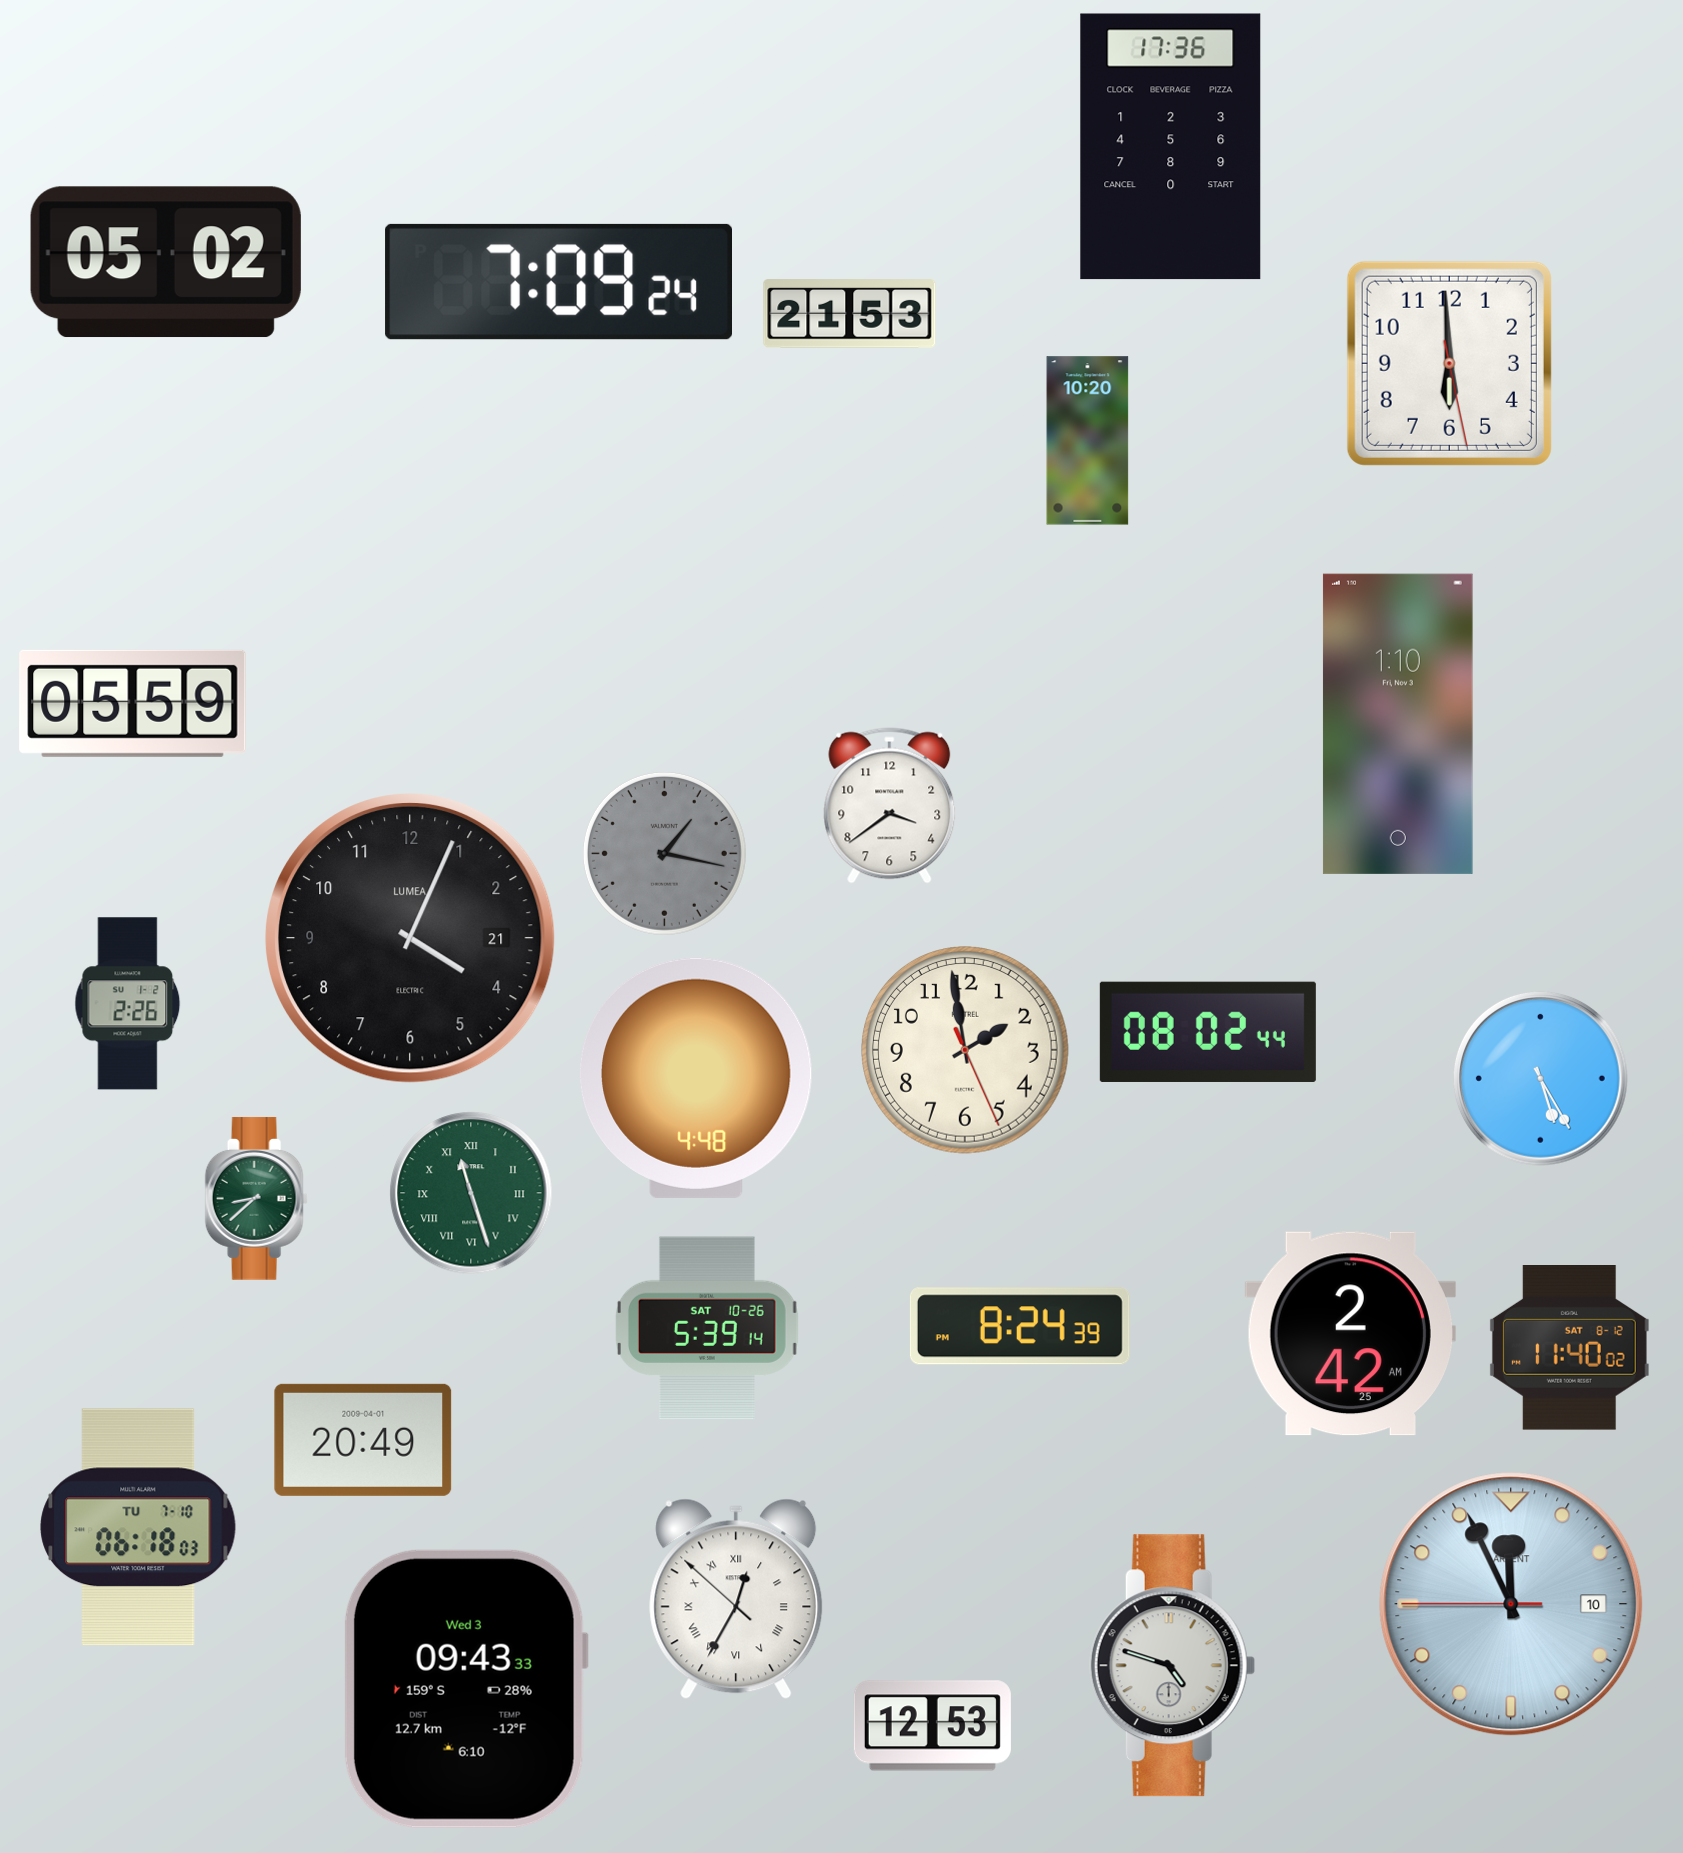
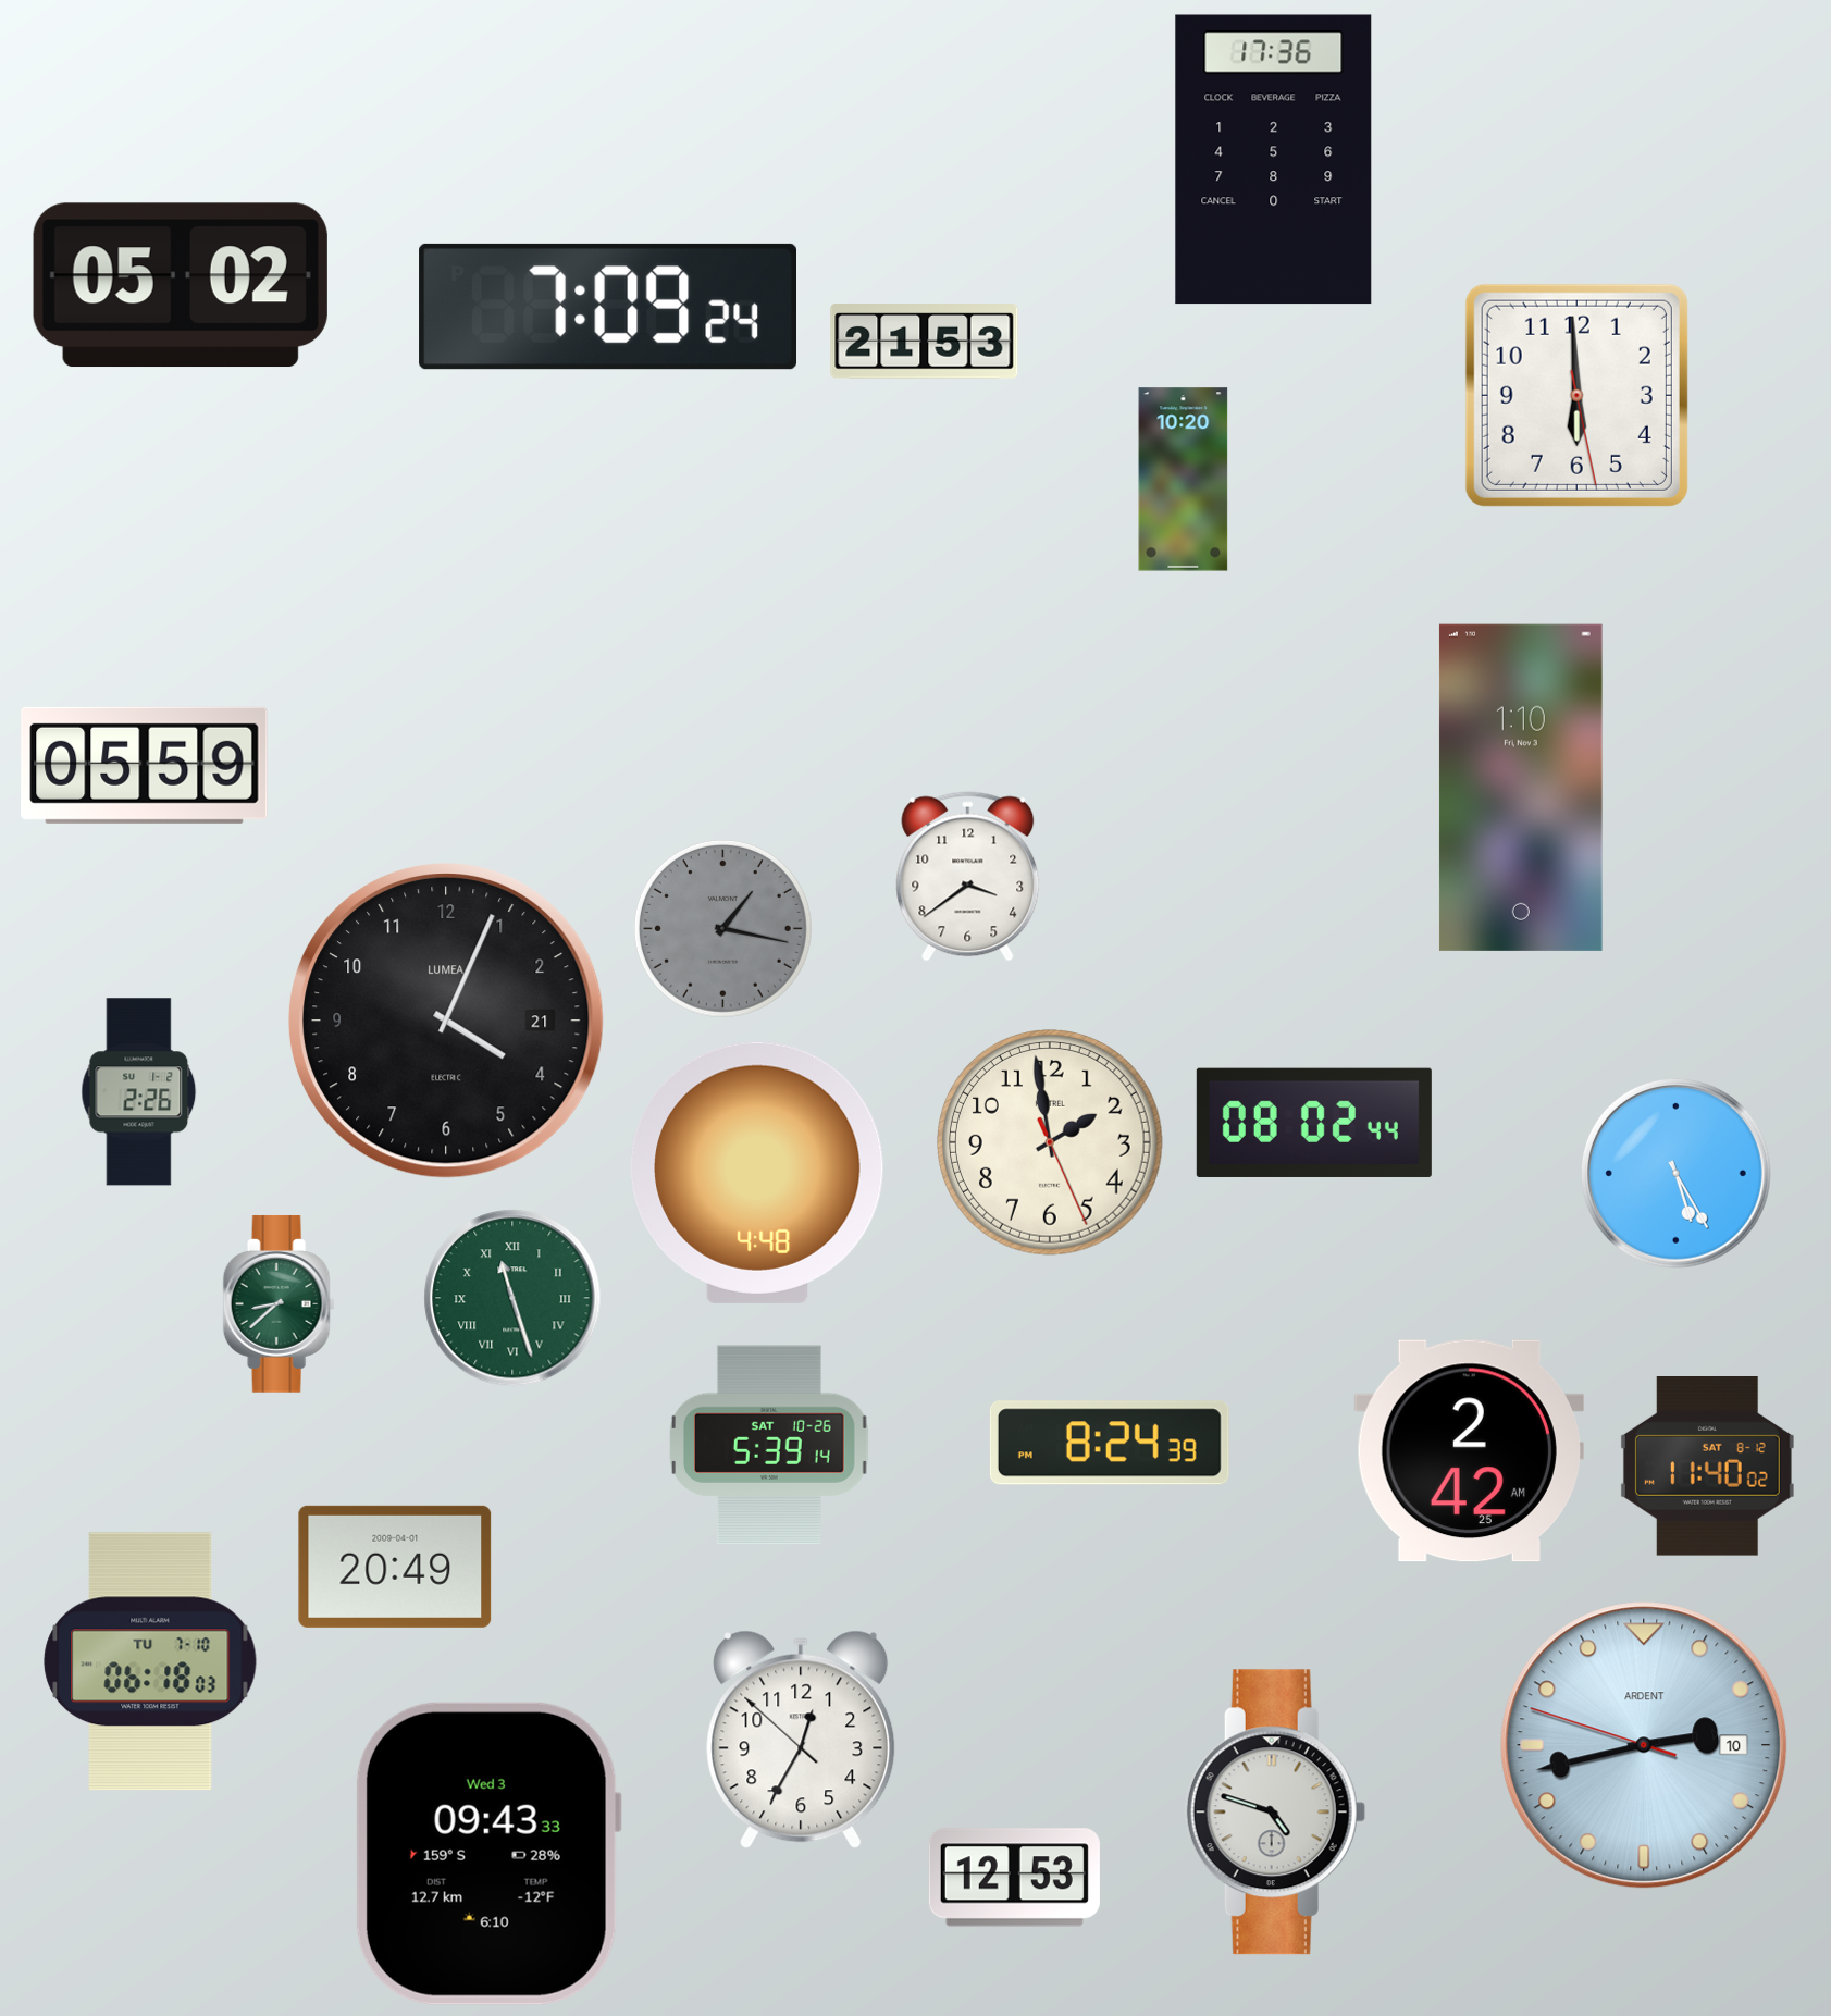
clock at (736, 1599) numerals: Roman -> Arabic
clock at (1511, 1604): 11:55 -> 2:42
clock at (465, 1689) position: (465, 1689) -> (487, 1854)
